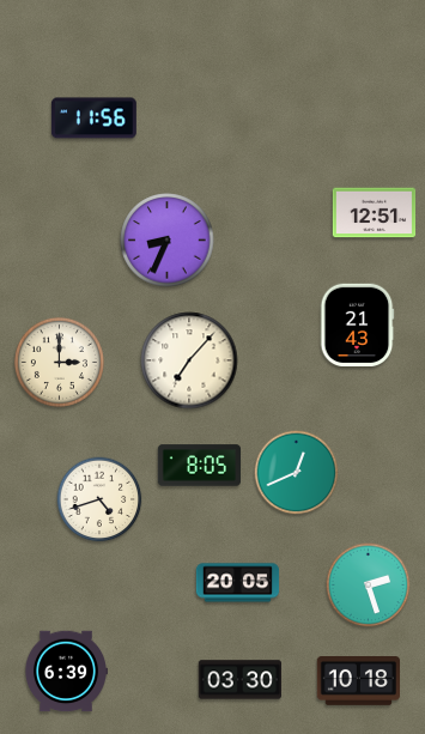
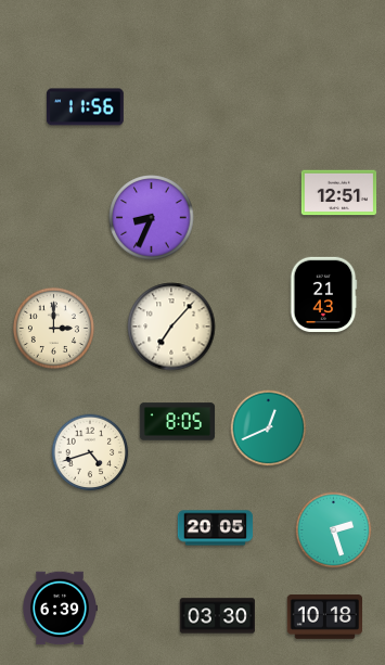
clock at (200, 466) position: (200, 466) -> (178, 422)
